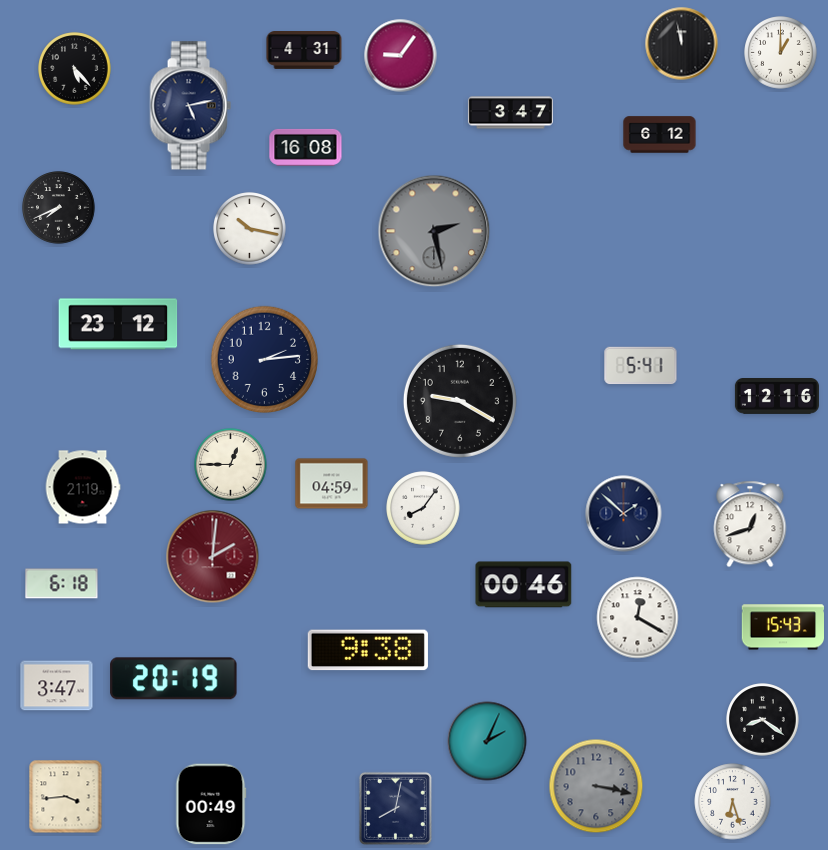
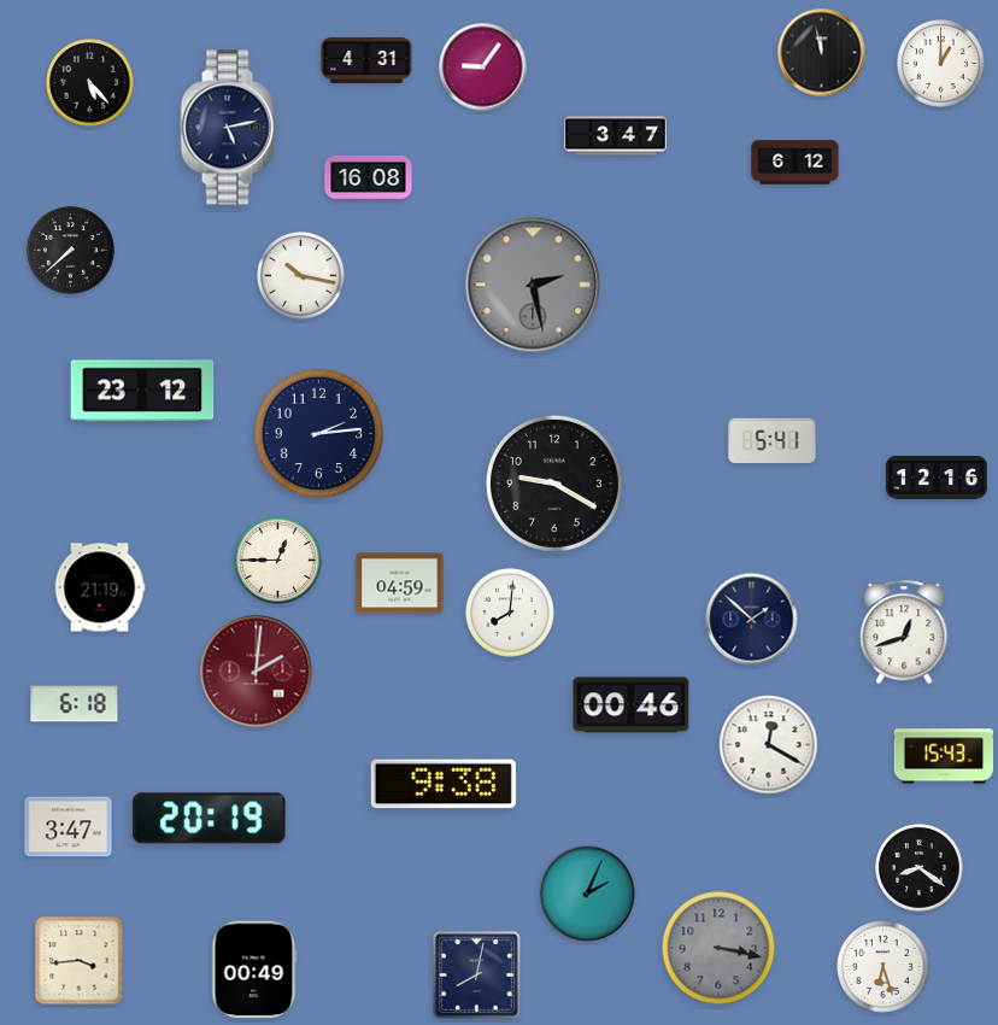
clock at (59, 208): 7:41 -> 7:38
clock at (434, 231) position: (434, 231) -> (533, 285)
clock at (423, 508): 8:06 -> 8:01
